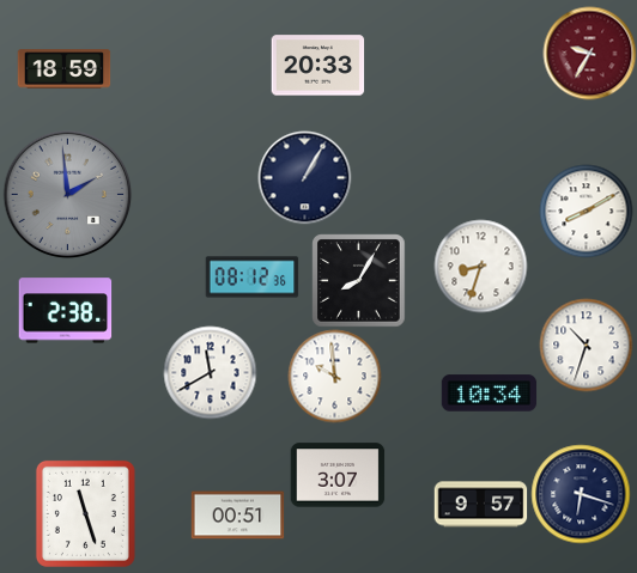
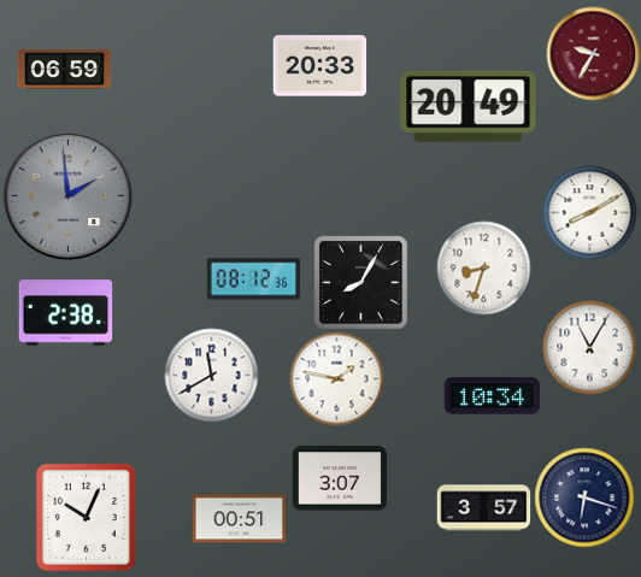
clock at (63, 69): 18:59 -> 06:59
clock at (469, 106): none -> 20:49
clock at (304, 177): 1:05 -> none
clock at (586, 345): 10:33 -> 11:05
clock at (334, 376): 9:59 -> 1:47
clock at (480, 505): 9:57 -> 3:57
clock at (85, 513): 11:27 -> 10:04
